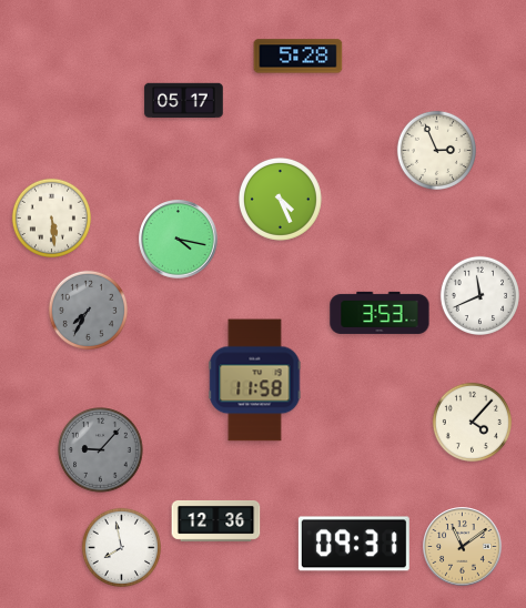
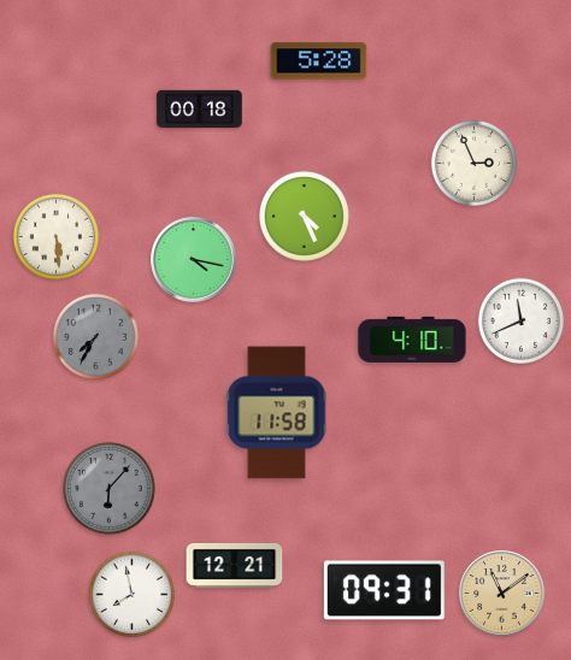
clock at (299, 57) position: (299, 57) -> (319, 61)
clock at (184, 101): 05:17 -> 00:18
clock at (380, 313): 3:53 -> 4:10
clock at (472, 422): 4:07 -> none
clock at (101, 450): 9:07 -> 6:07
clock at (216, 520): 12:36 -> 12:21
